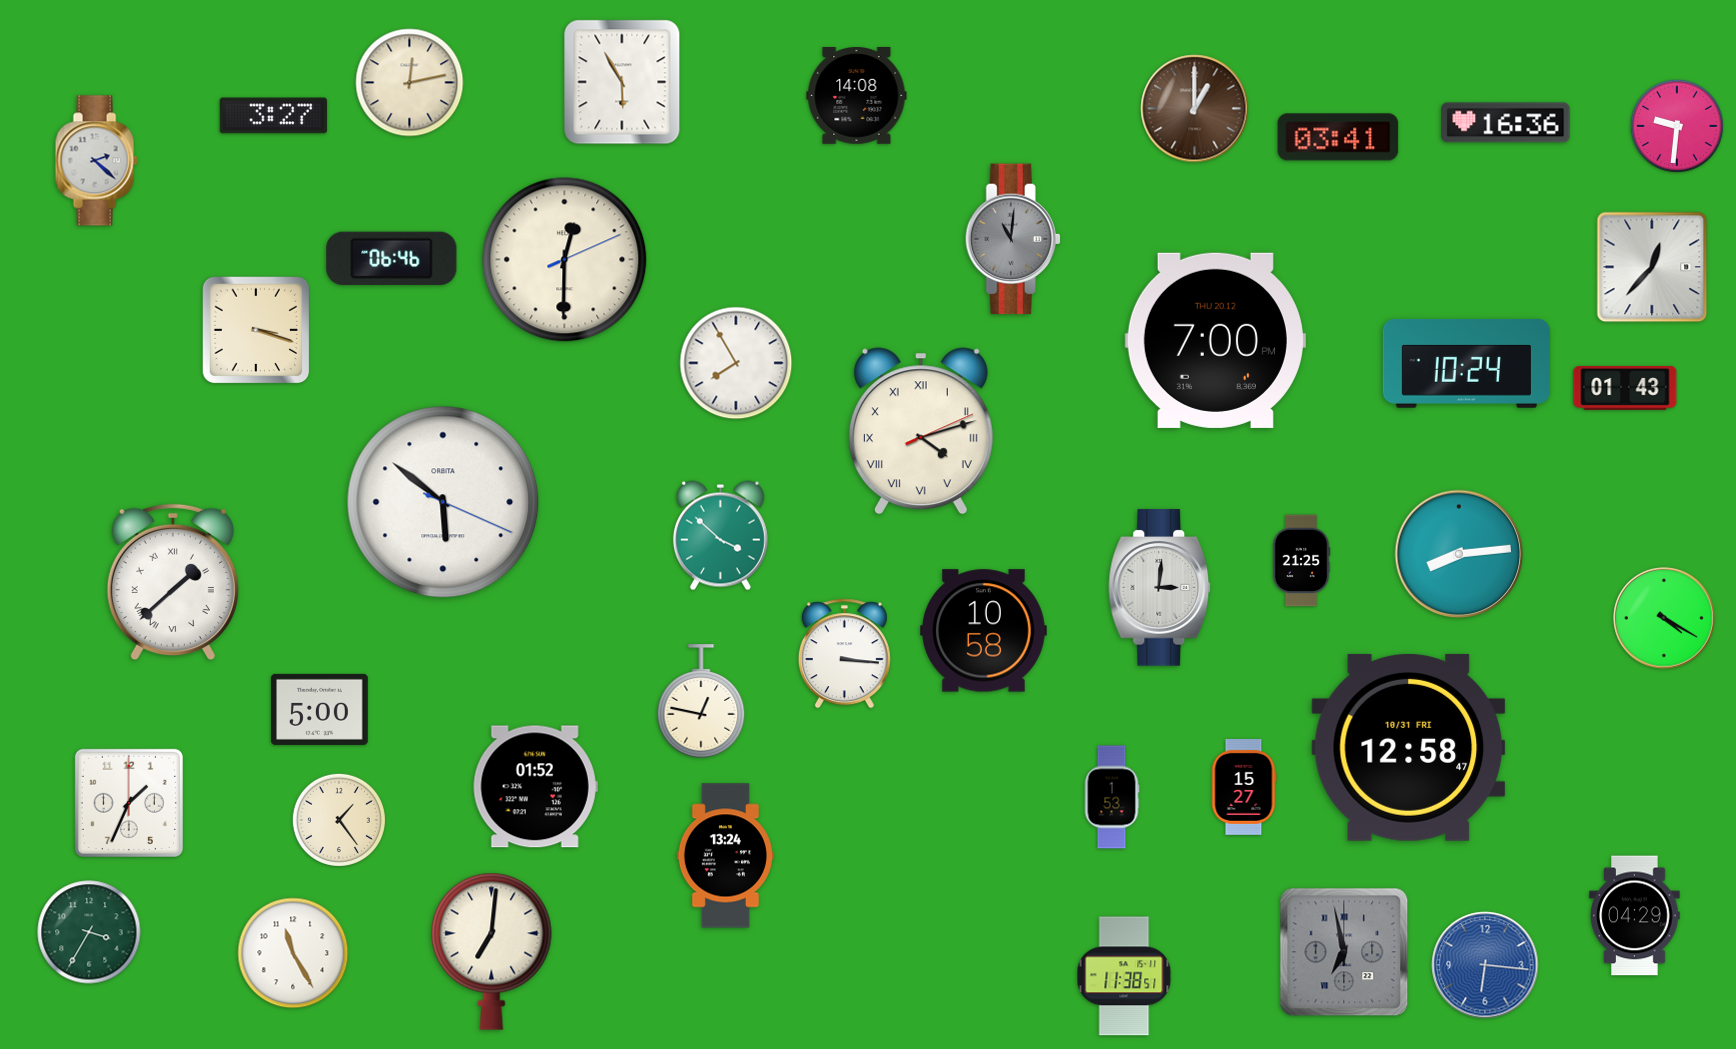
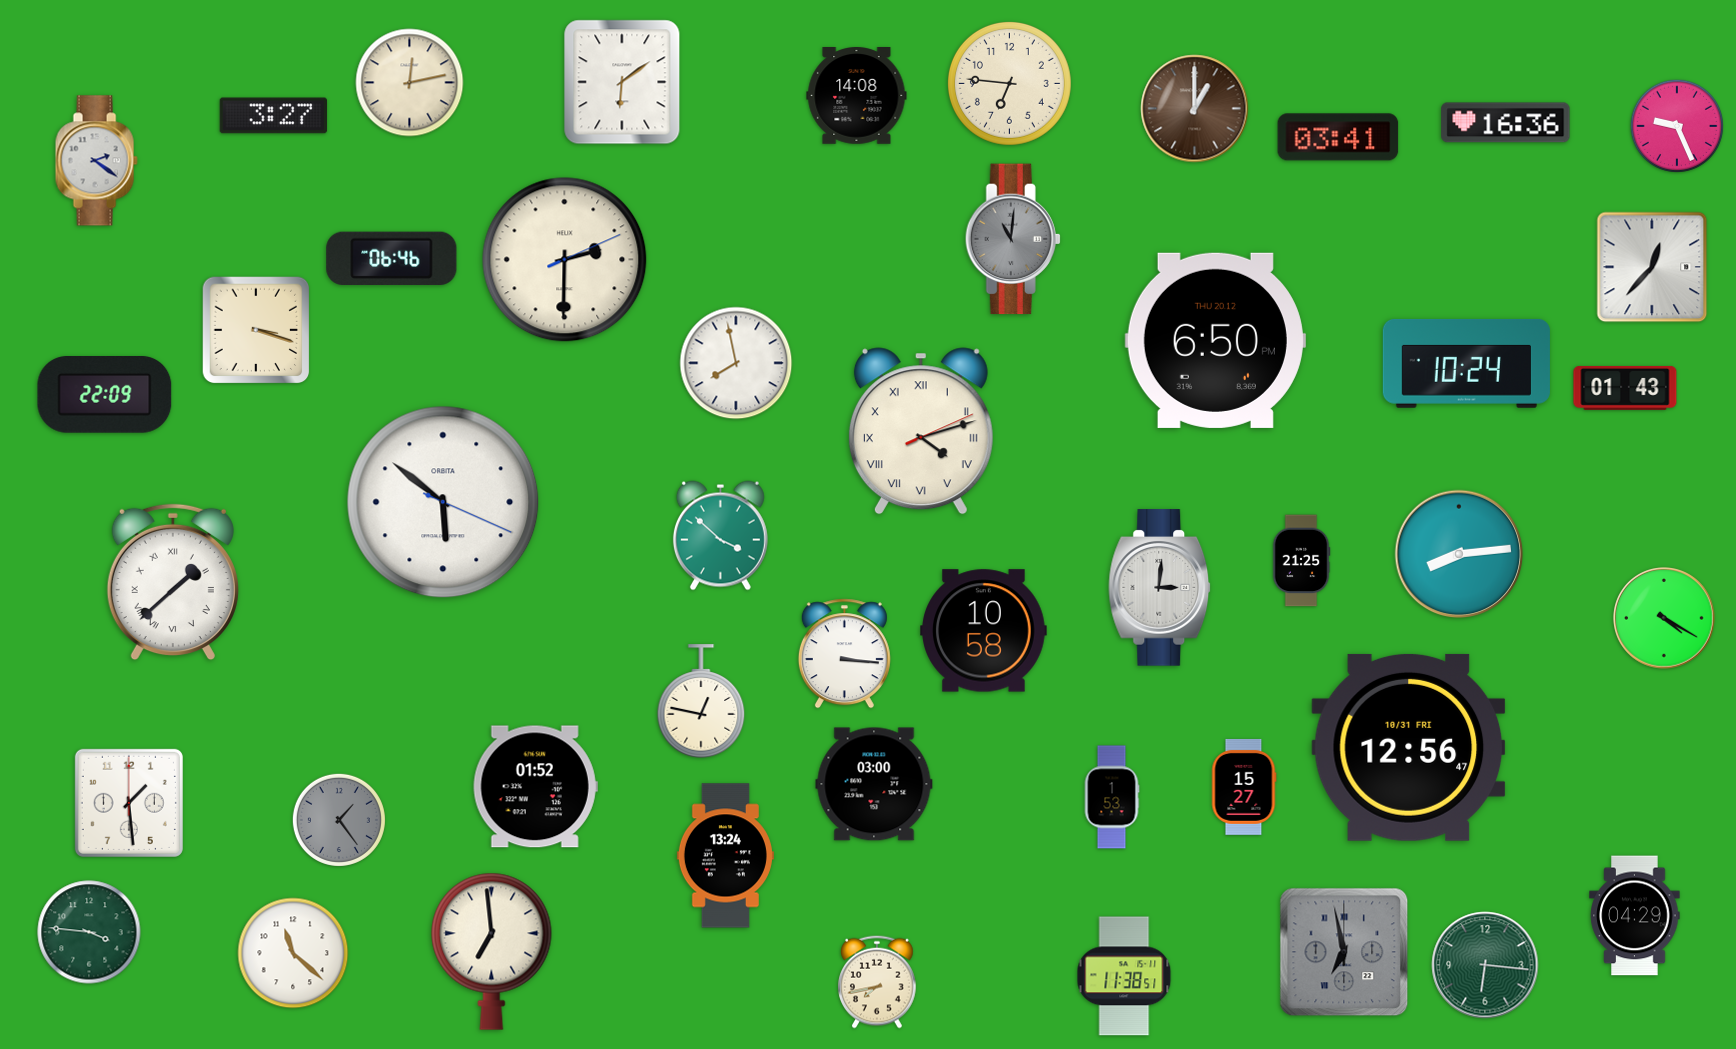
clock at (622, 82): 5:55 -> 6:09
clock at (1009, 83): none -> 6:46
clock at (1677, 126): 9:31 -> 9:26
clock at (96, 161): 2:22 -> 2:21
clock at (565, 260): 12:30 -> 2:30
clock at (1215, 340): 7:00 -> 6:50
clock at (736, 363): 7:55 -> 7:58
clock at (105, 395): none -> 22:09
clock at (320, 709): 5:00 -> none
clock at (1409, 747): 12:58 -> 12:56
clock at (874, 784): none -> 03:00
clock at (129, 803): 1:34 -> 1:29
clock at (339, 820) dial: cream -> grey
clock at (89, 932): 3:35 -> 3:46
clock at (492, 951): 7:01 -> 6:59
clock at (293, 953): 11:25 -> 11:22
clock at (1485, 965) dial: blue -> green
clock at (878, 982): none -> 7:43
